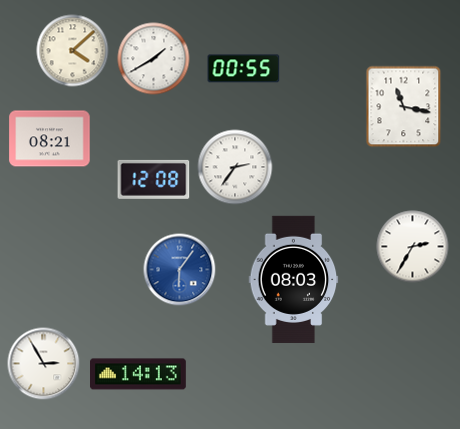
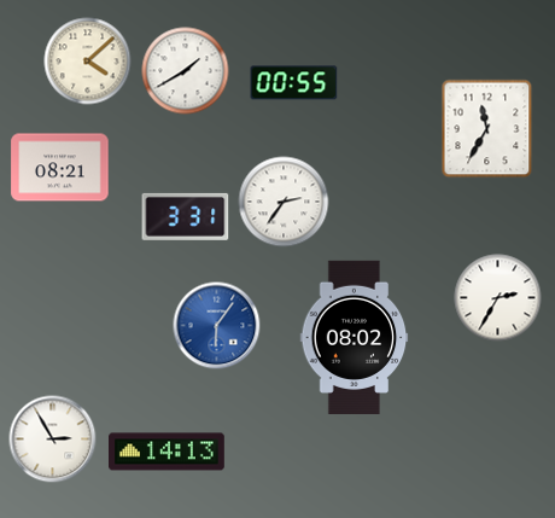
clock at (404, 107): 11:17 -> 11:35
clock at (154, 179): 12:08 -> 3:31
clock at (294, 279): 08:03 -> 08:02
